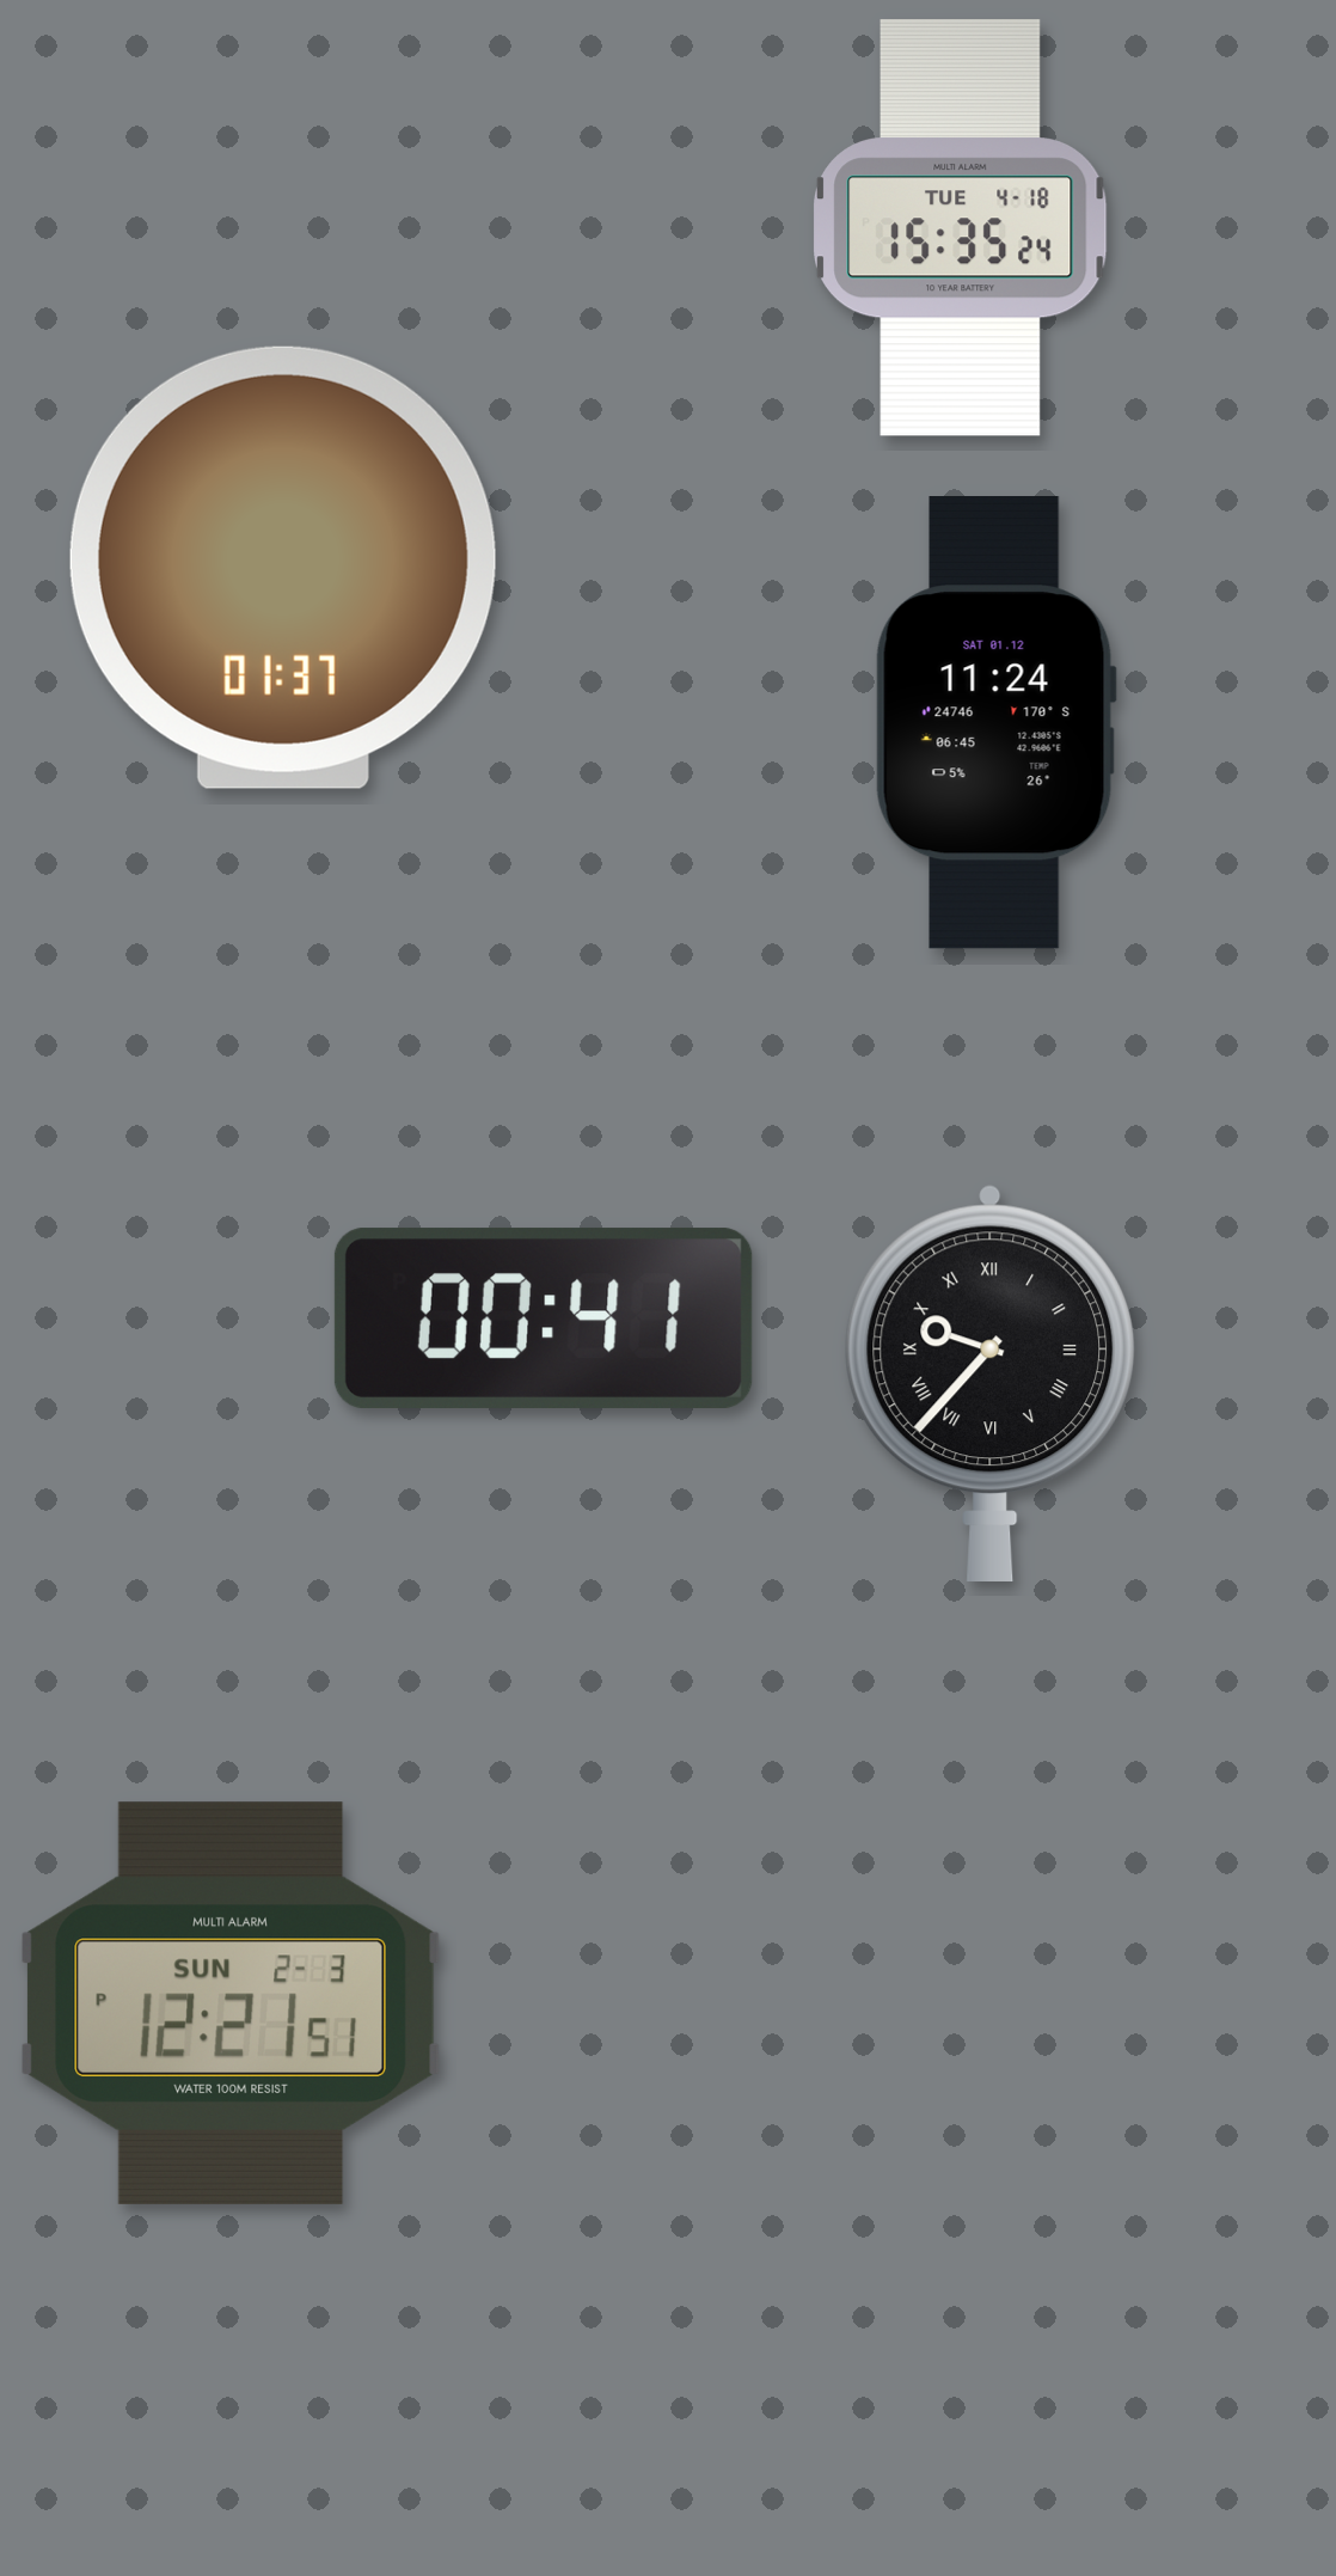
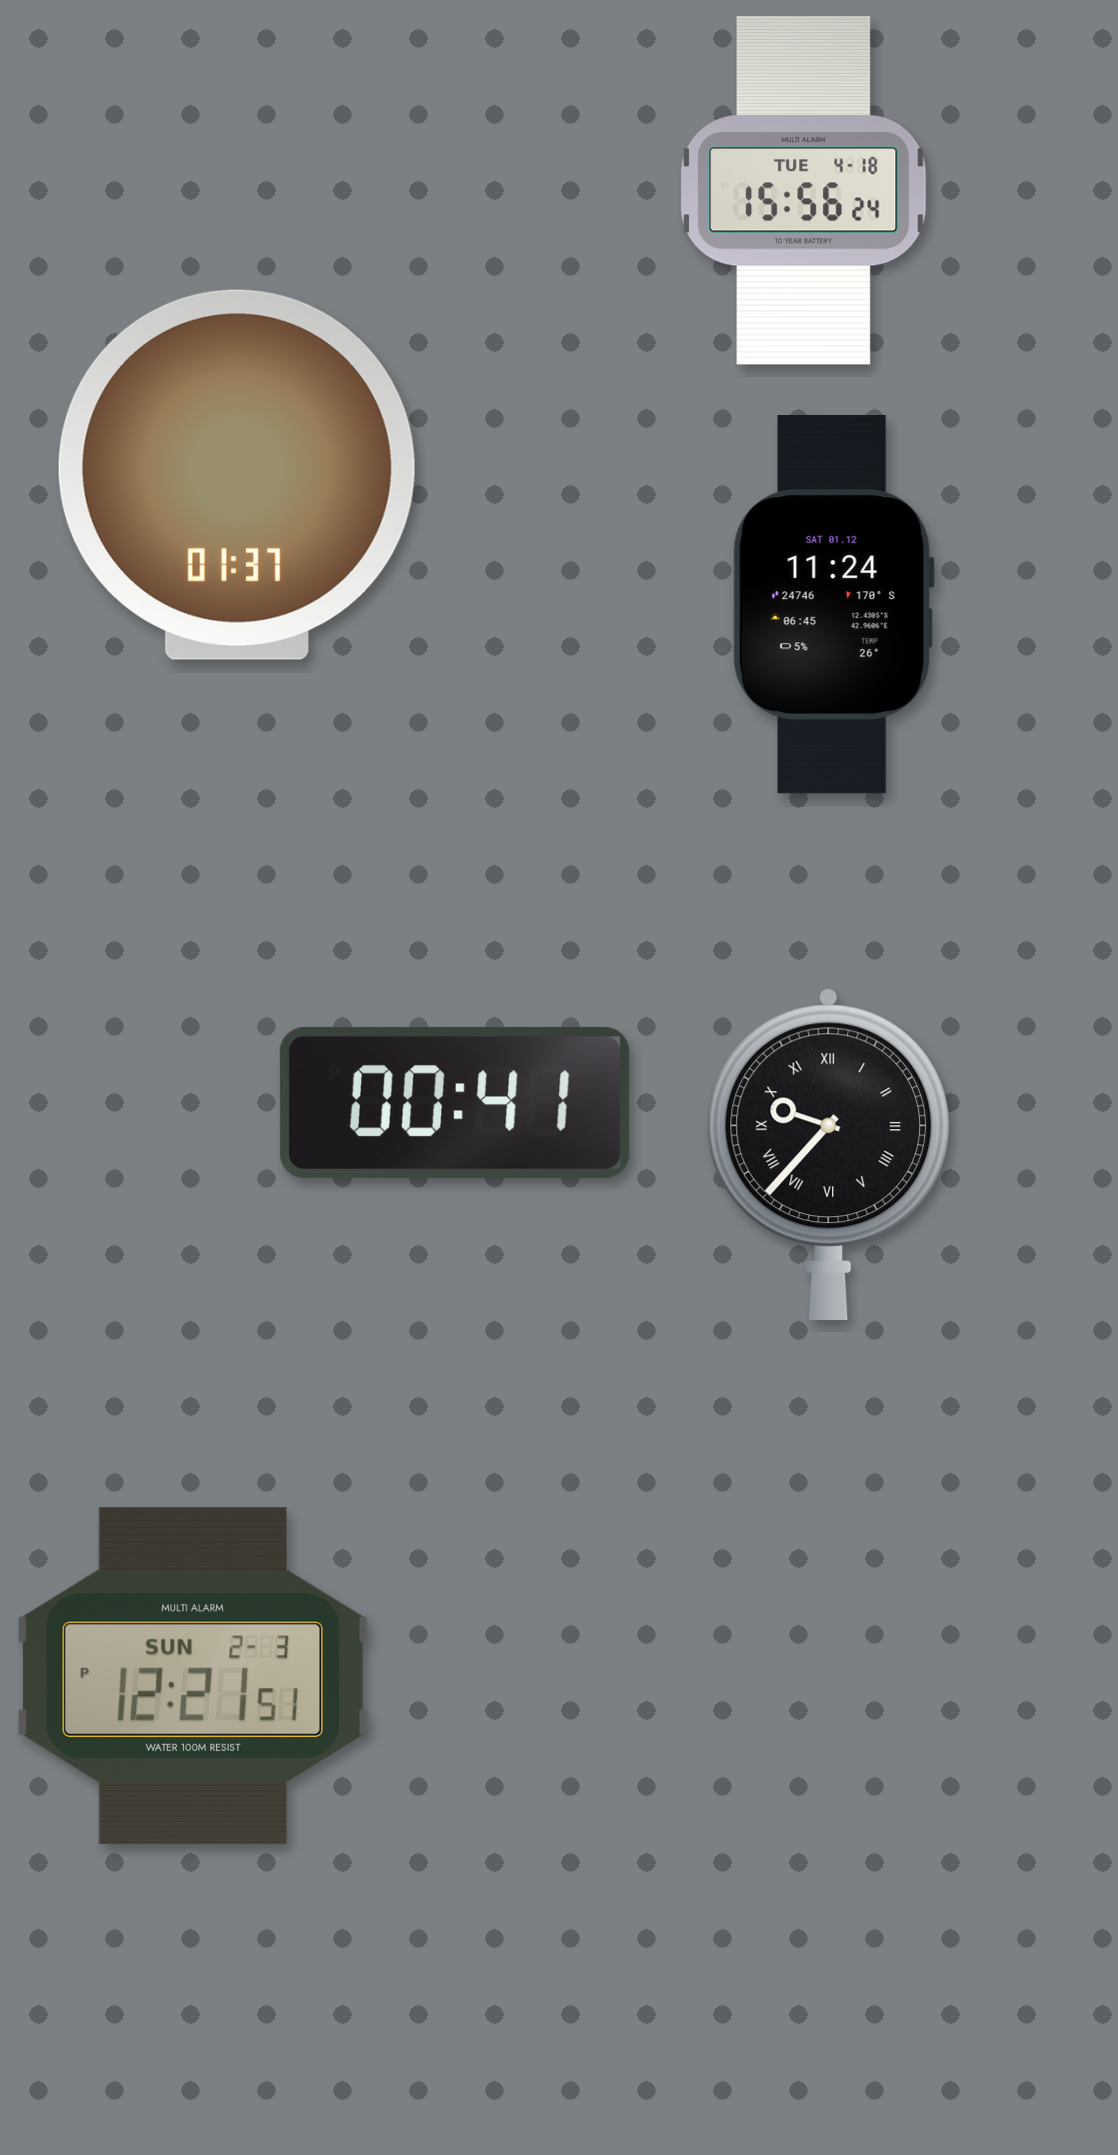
clock at (961, 227): 15:35 -> 15:56
clock at (991, 1382) position: (991, 1382) -> (829, 1153)
